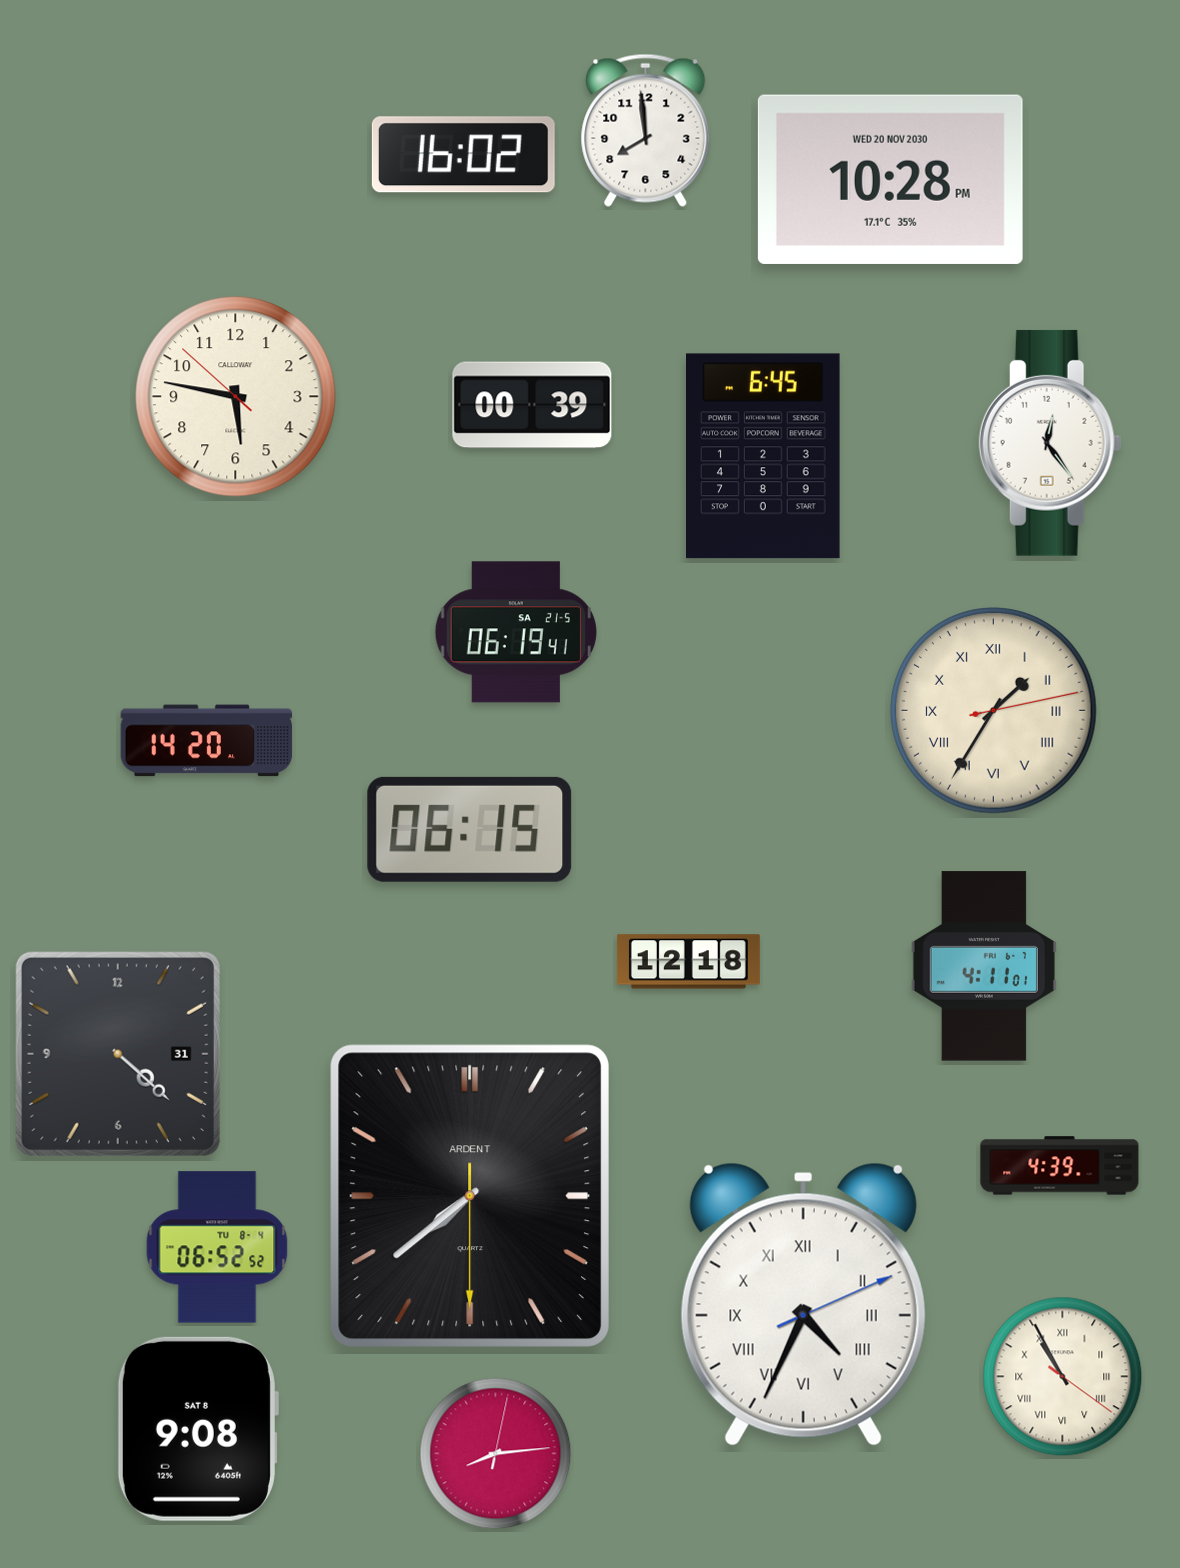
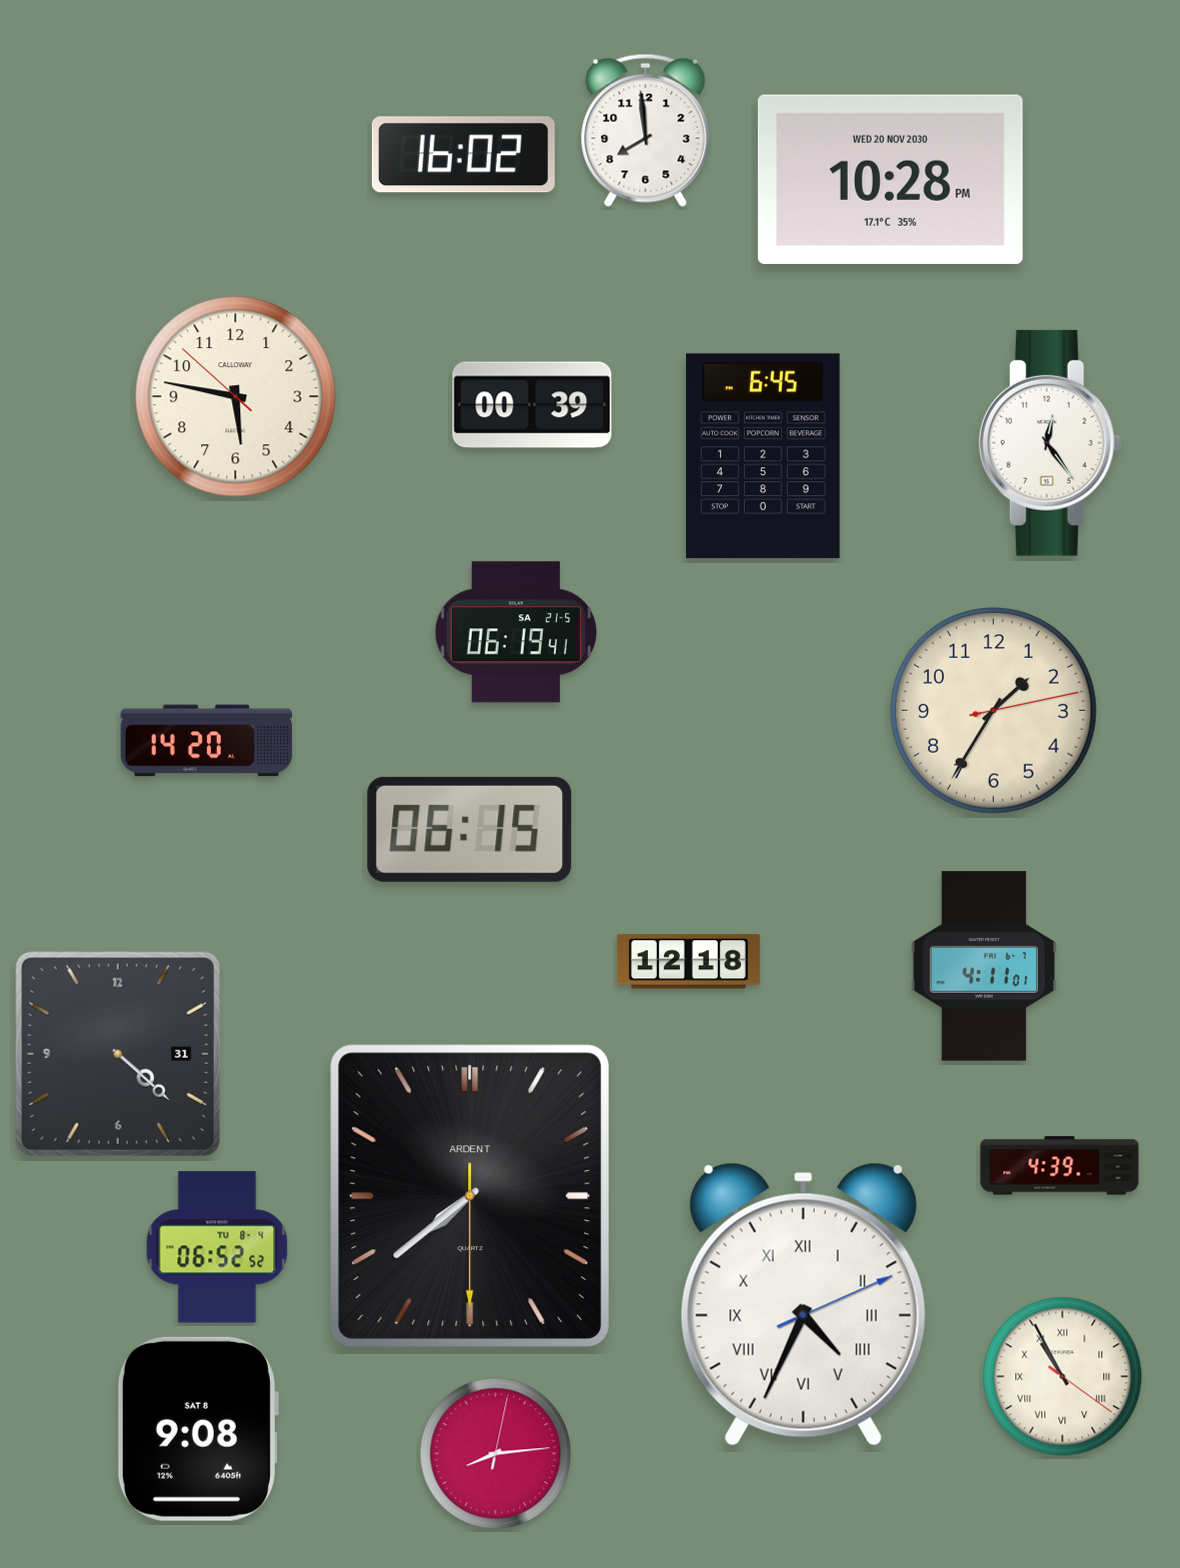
clock at (994, 711) numerals: Roman -> Arabic
